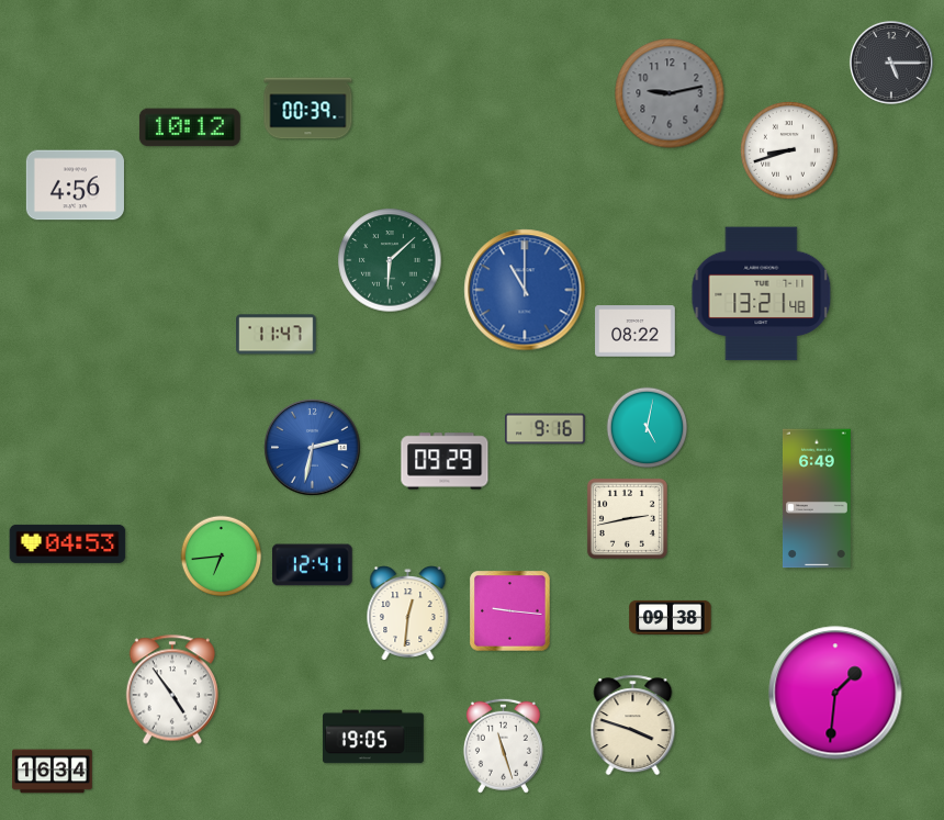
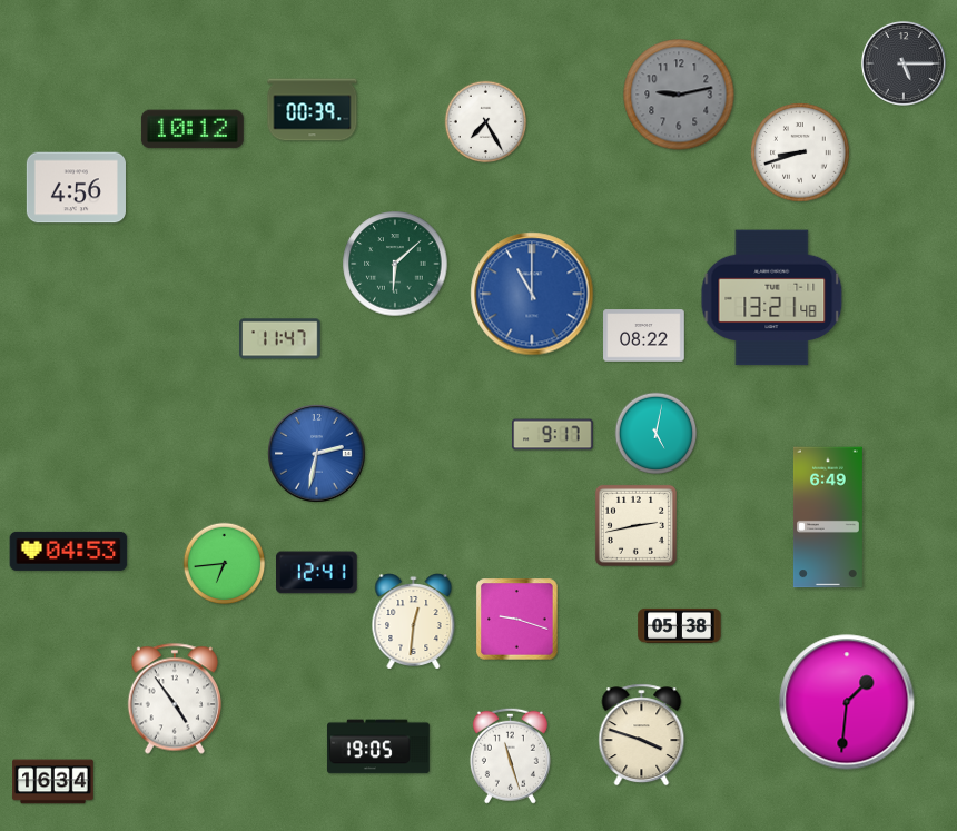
clock at (486, 122): none -> 7:25
clock at (546, 429): 9:16 -> 9:17
clock at (445, 461): 09:29 -> none
clock at (817, 498) position: (817, 498) -> (828, 517)
clock at (510, 611): 9:16 -> 9:18
clock at (671, 617): 09:38 -> 05:38
